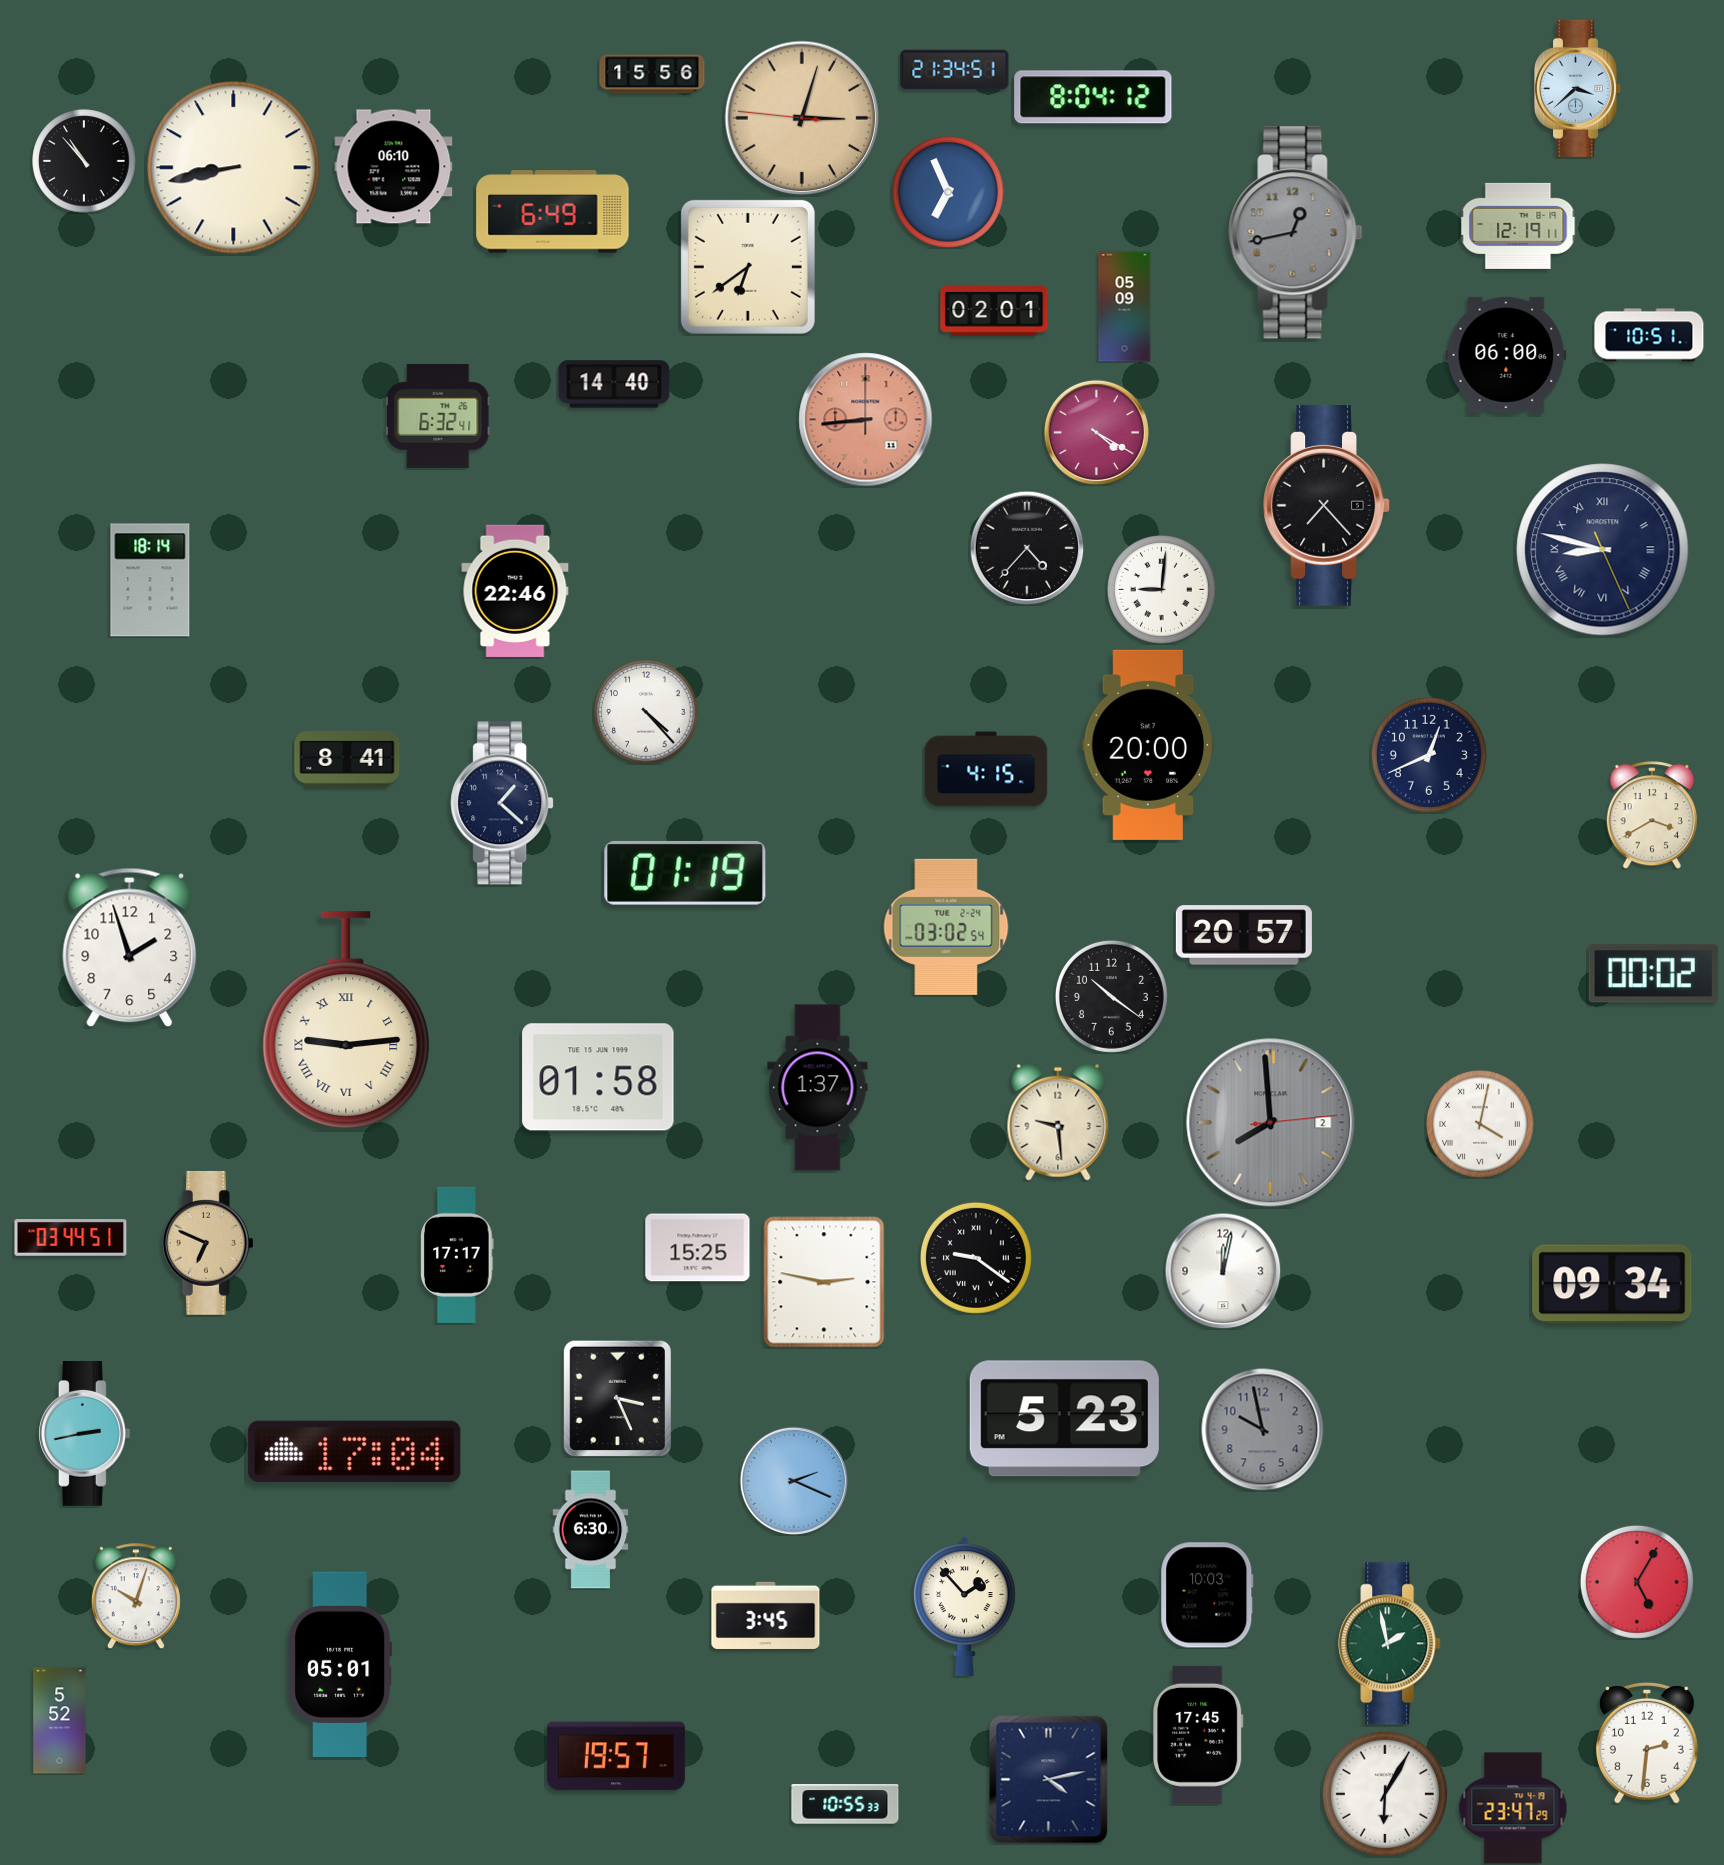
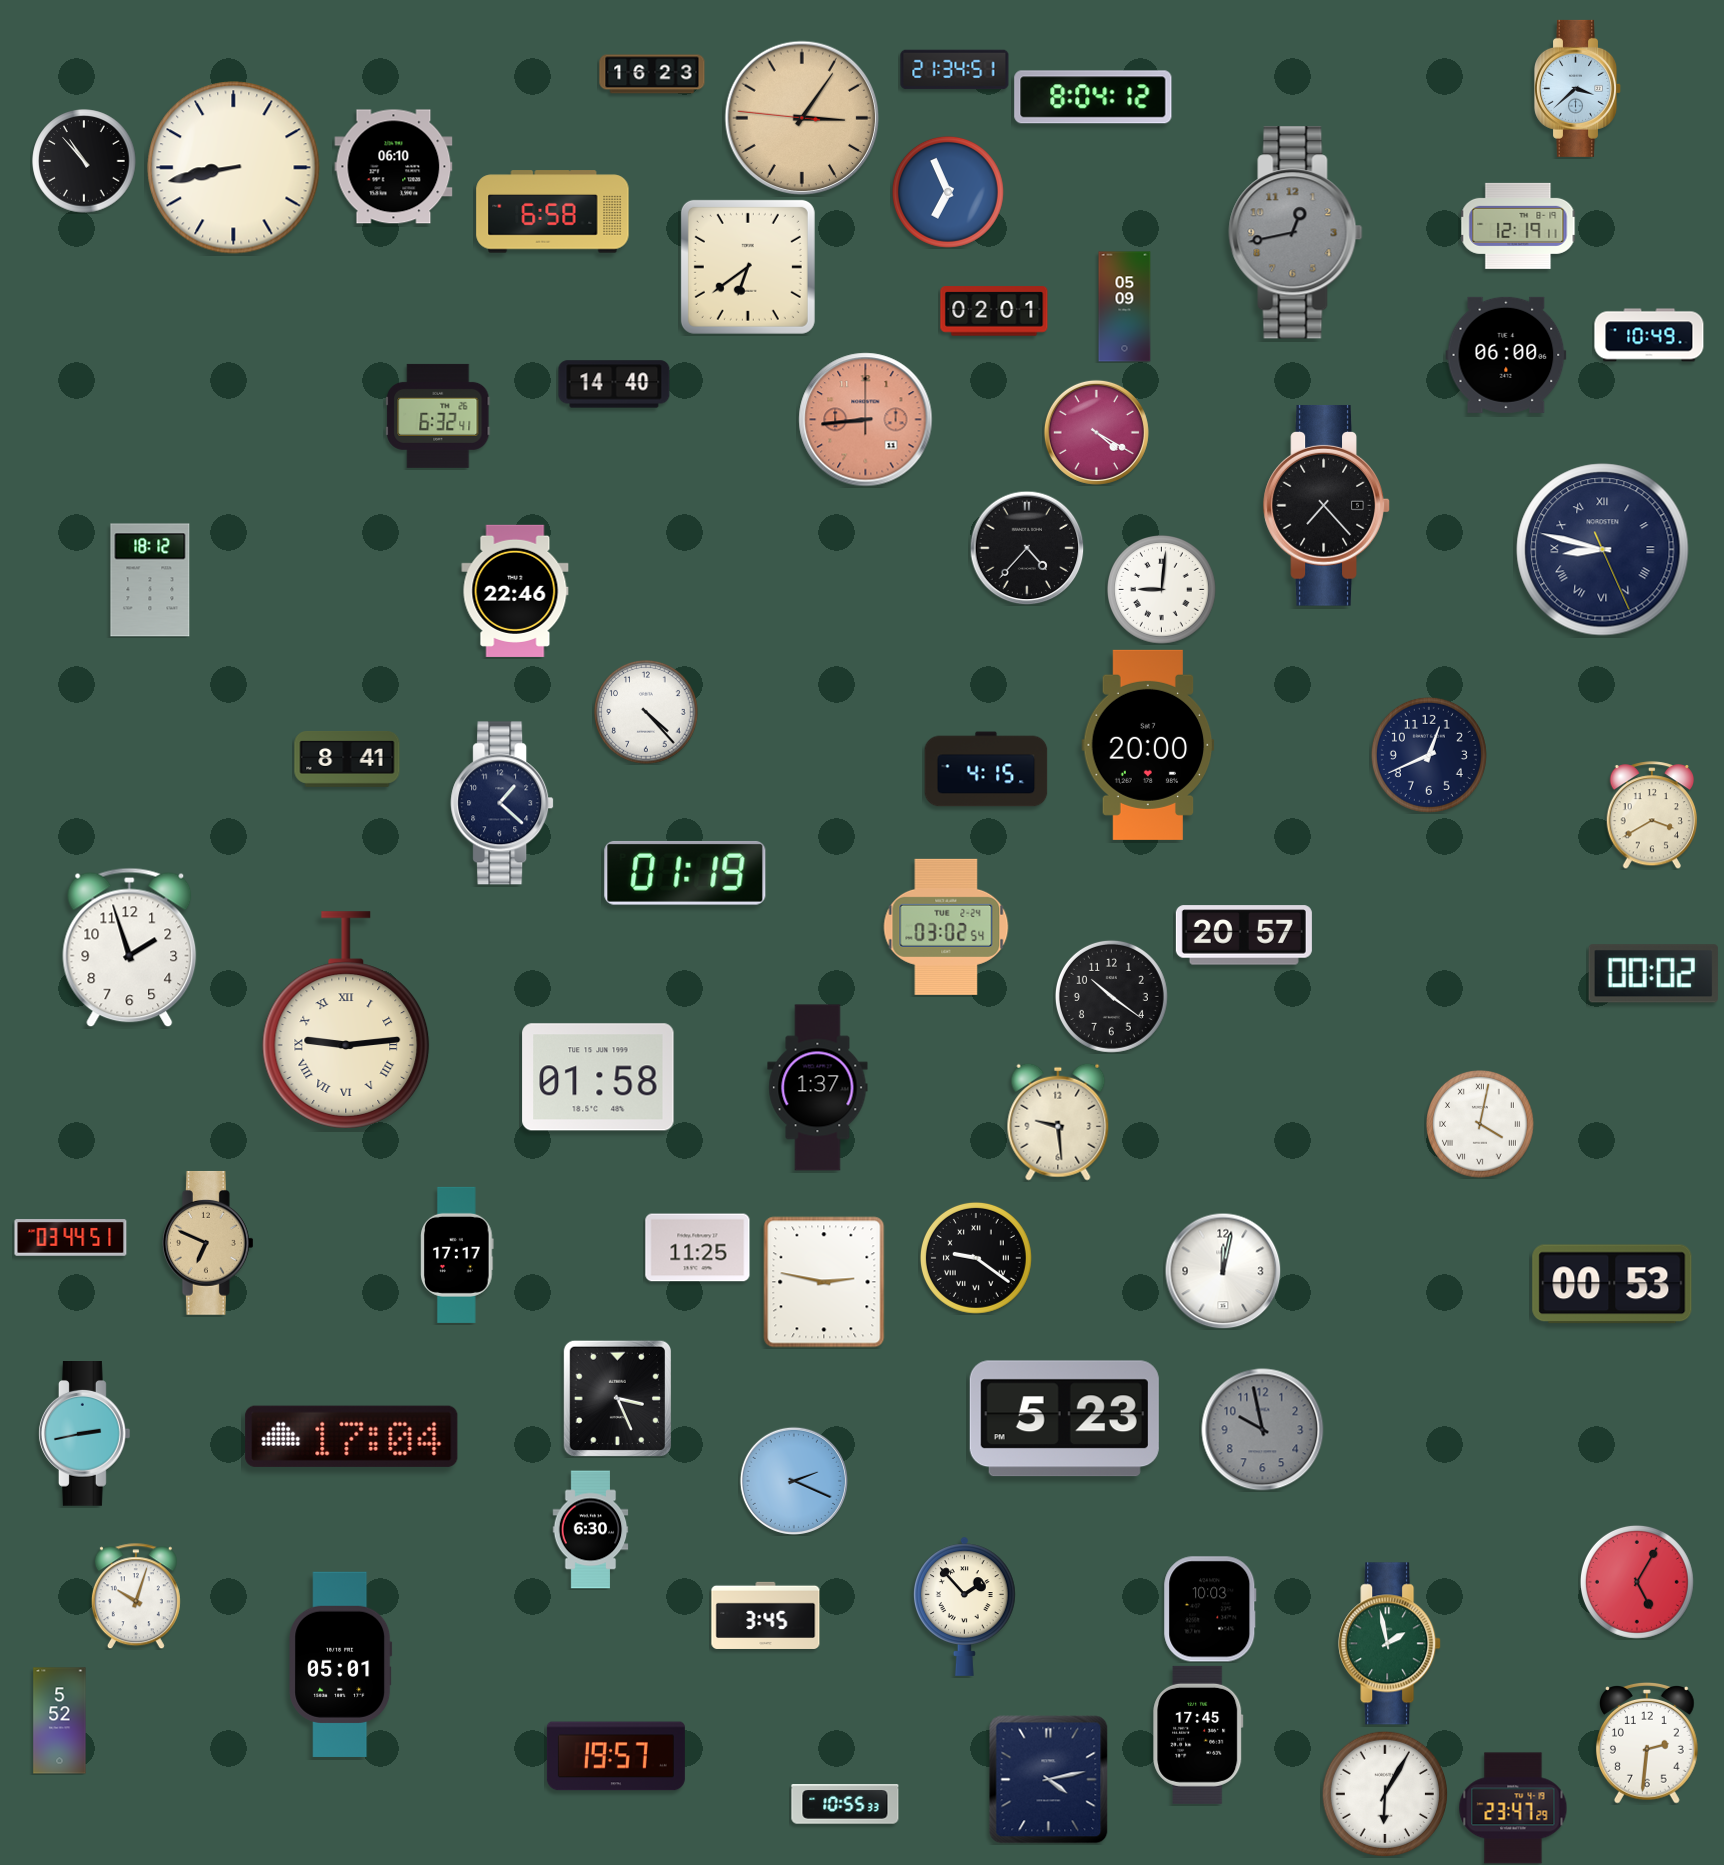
clock at (652, 74): 15:56 -> 16:23
clock at (802, 118): 3:02 -> 3:05
clock at (553, 212): 6:49 -> 6:58
clock at (1649, 335): 10:51 -> 10:49
clock at (150, 580): 18:14 -> 18:12
clock at (1271, 1123): 7:59 -> none
clock at (698, 1248): 15:25 -> 11:25
clock at (1612, 1284): 09:34 -> 00:53
clock at (355, 1451) position: (355, 1451) -> (352, 1436)
clock at (1207, 1595) position: (1207, 1595) -> (1210, 1609)
